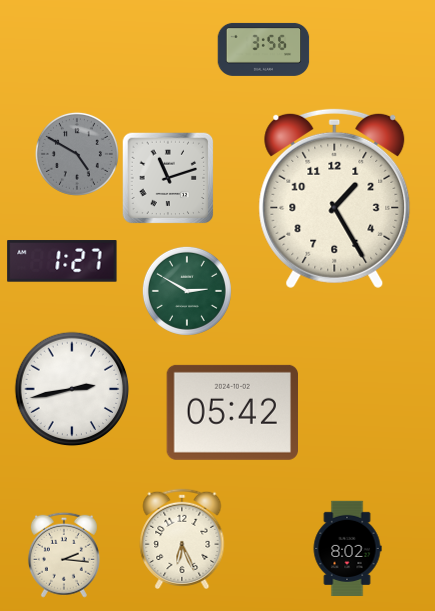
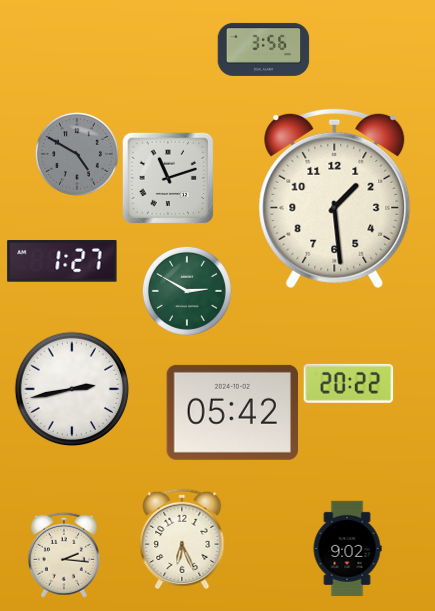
clock at (335, 198): 1:25 -> 1:29
clock at (349, 383): none -> 20:22
clock at (347, 548): 8:02 -> 9:02
